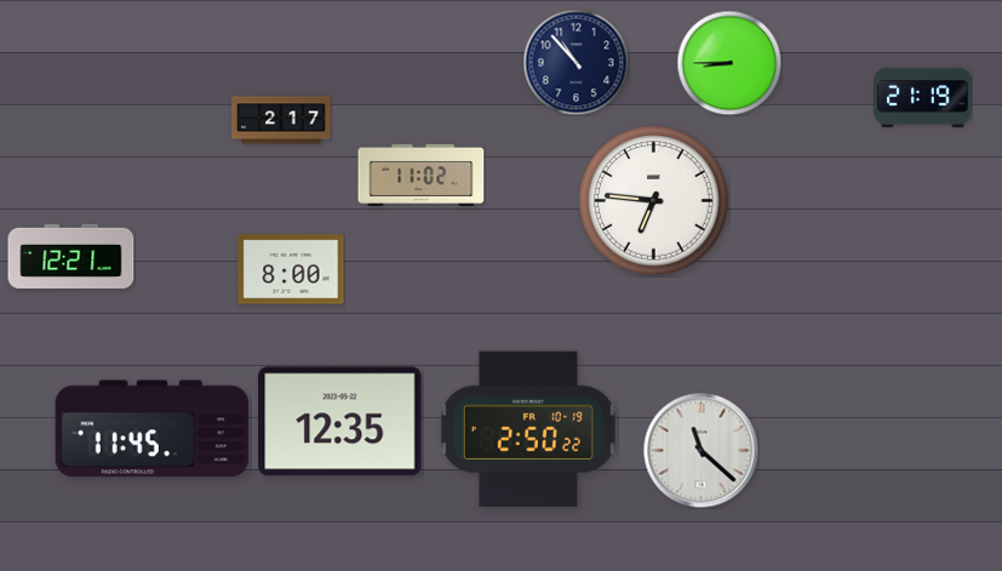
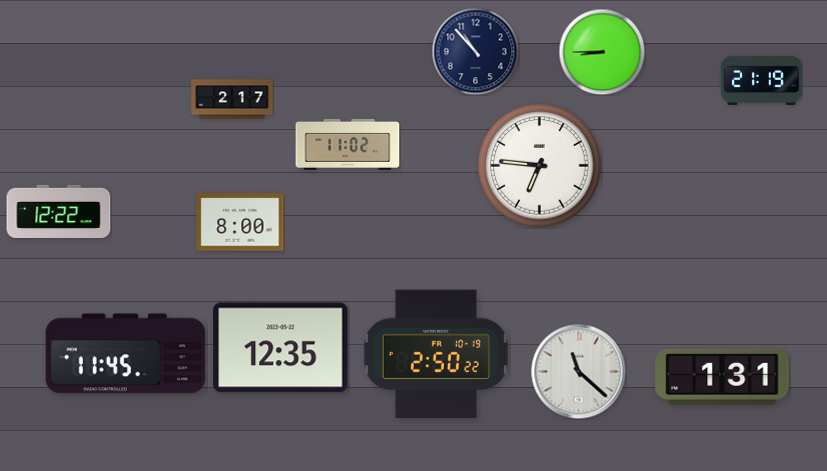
clock at (71, 256): 12:21 -> 12:22
clock at (722, 377): none -> 1:31
